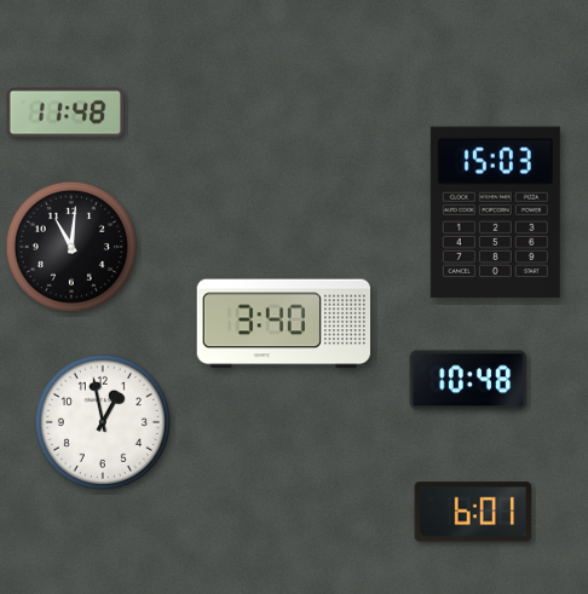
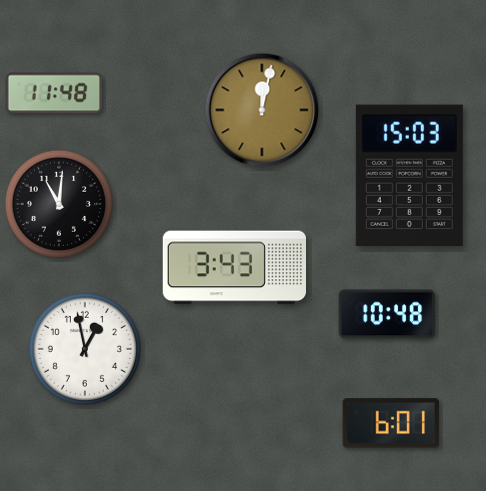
clock at (262, 110): none -> 12:02
clock at (283, 324): 3:40 -> 3:43
